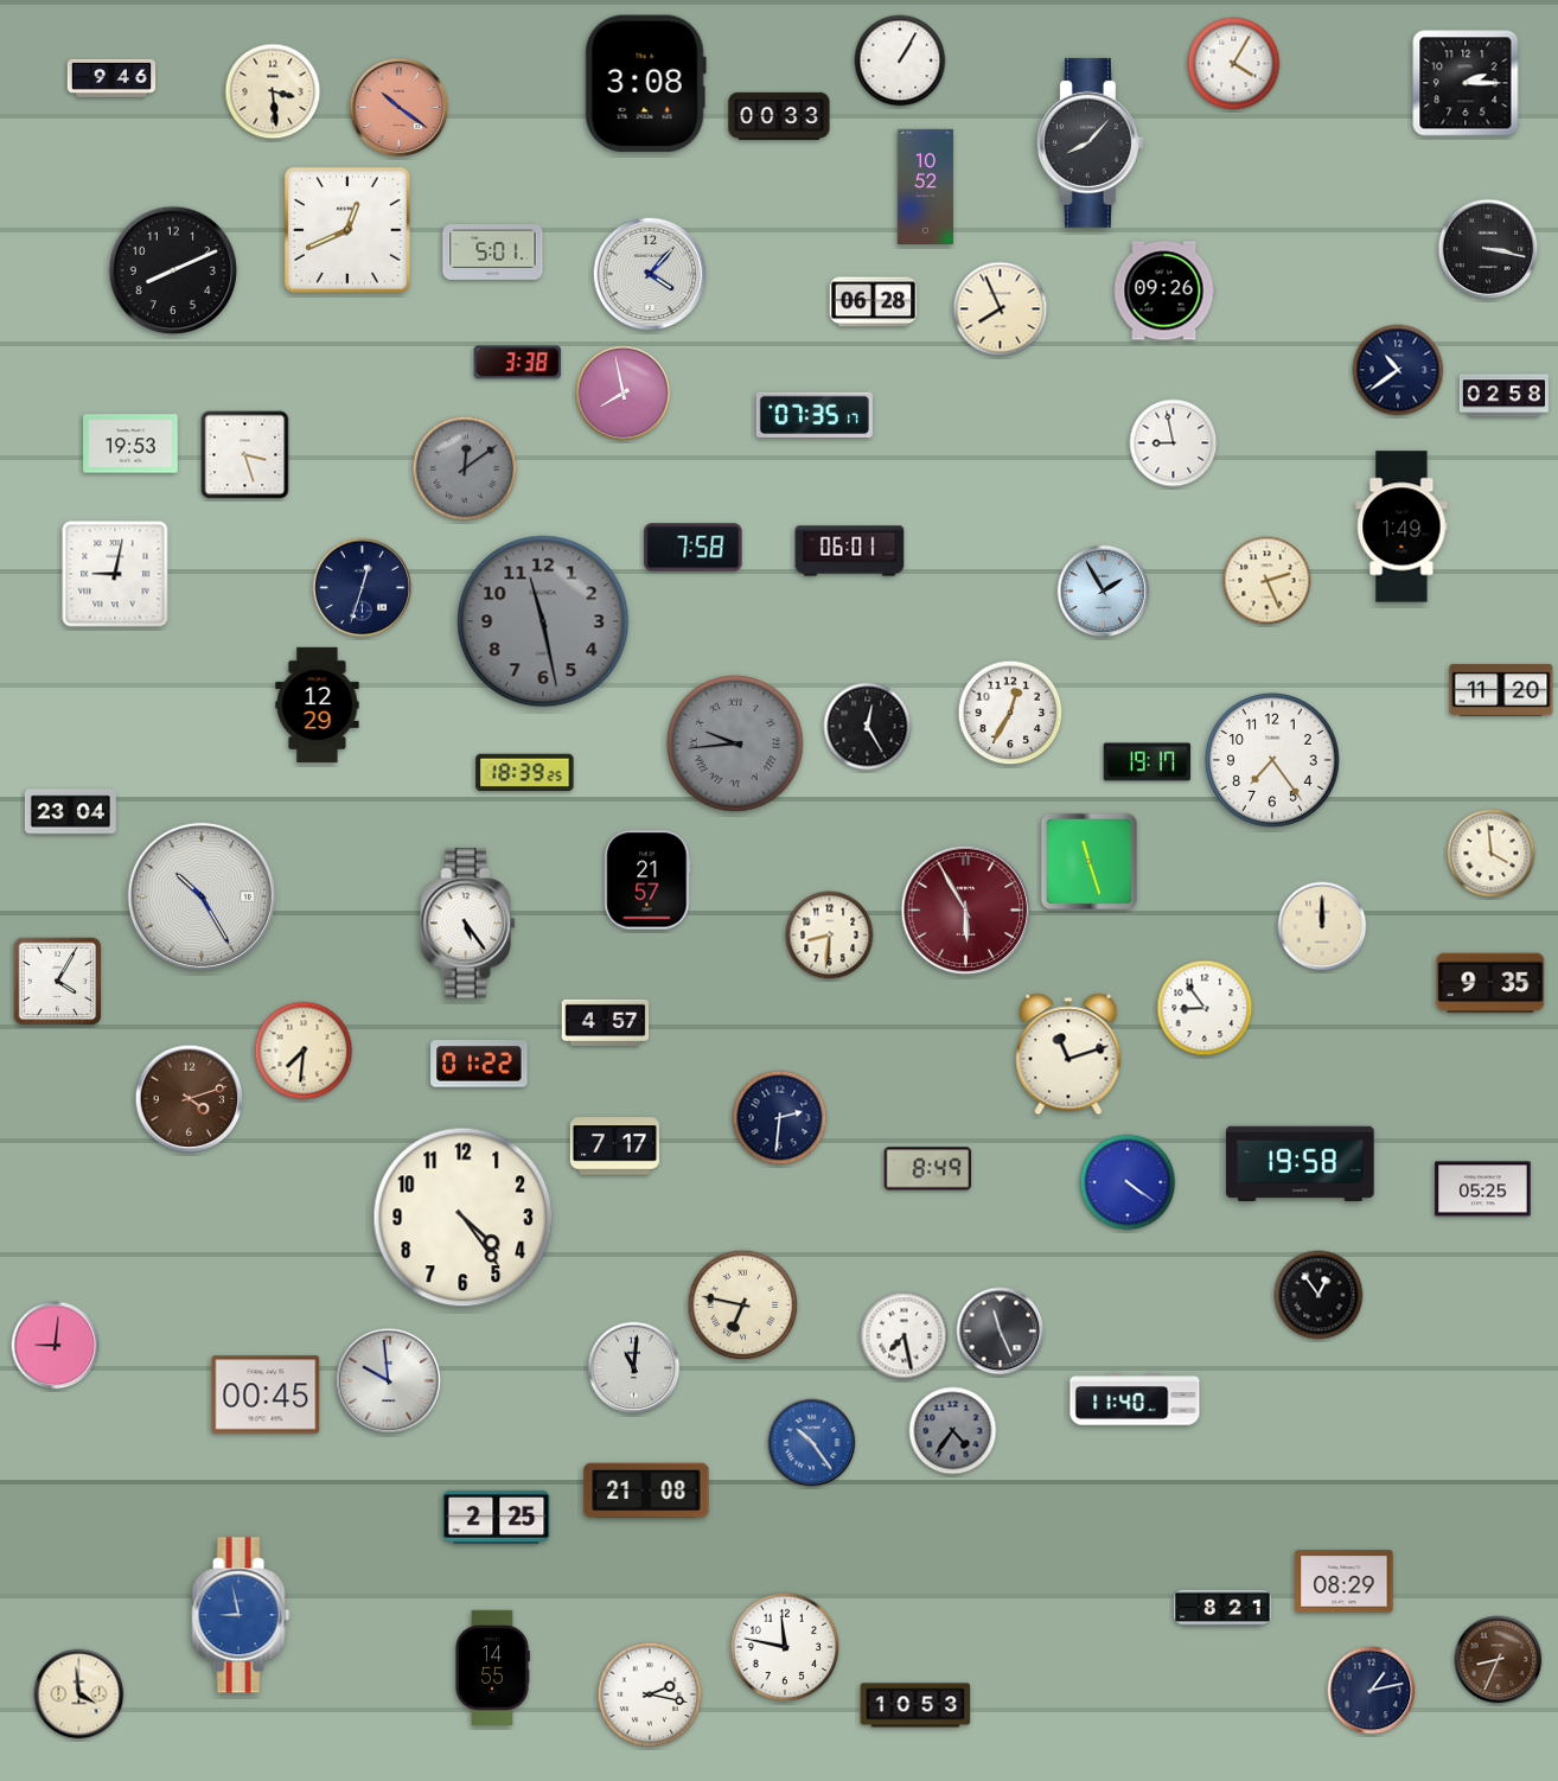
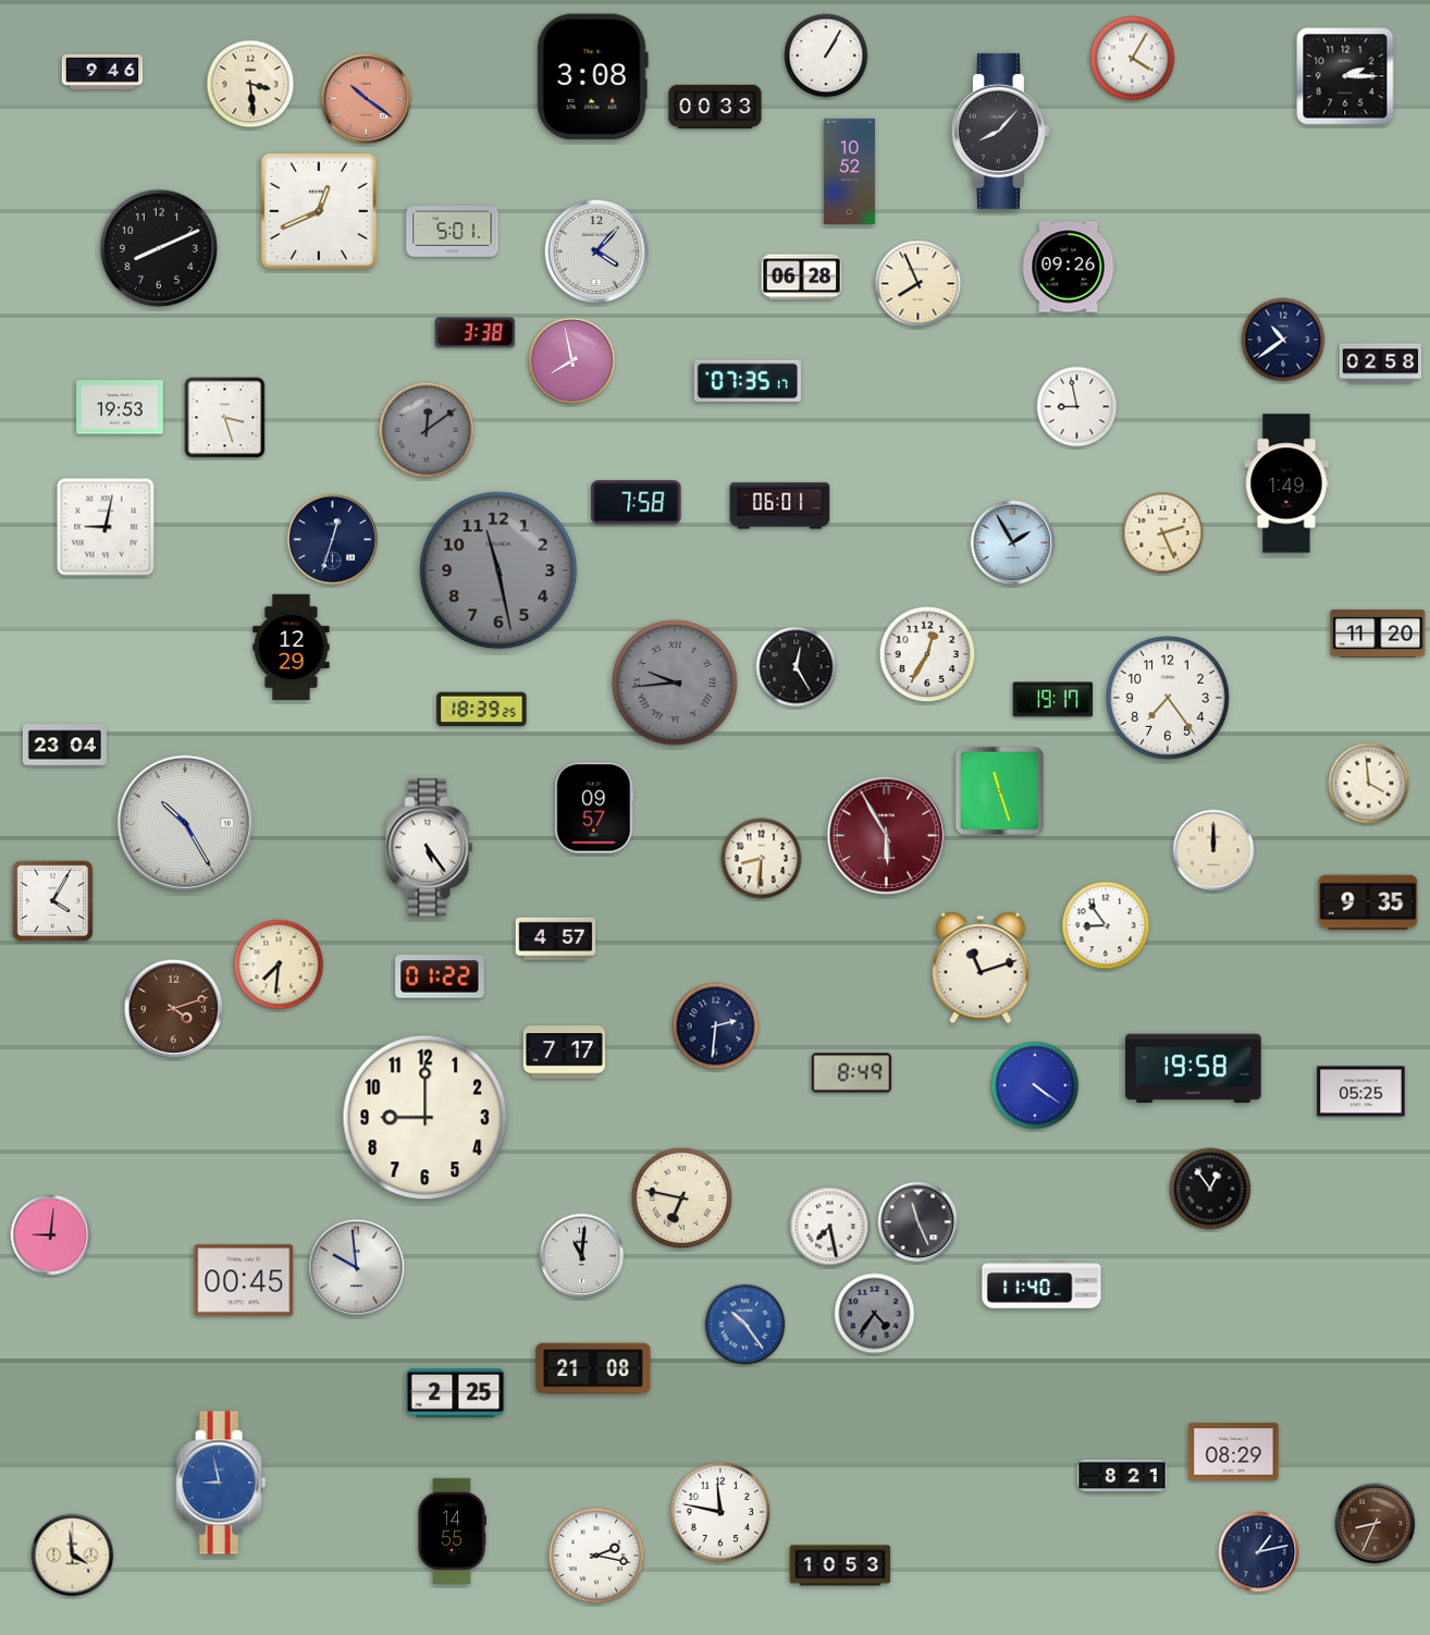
clock at (1488, 249): 3:17 -> none
clock at (647, 880): 21:57 -> 09:57
clock at (464, 1218): 4:24 -> 9:00
